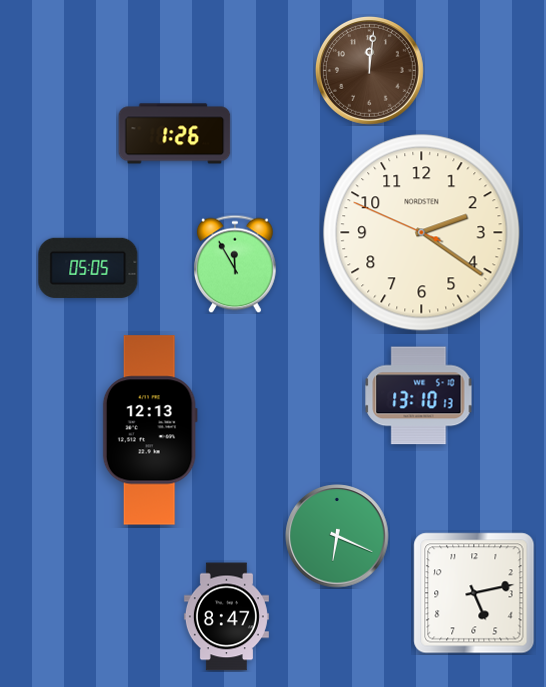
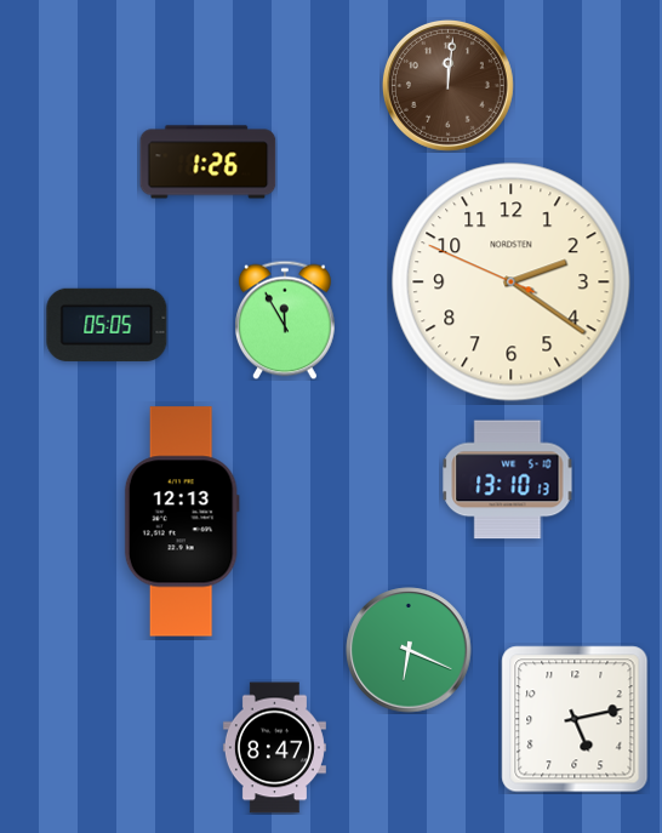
clock at (175, 134) position: (175, 134) -> (209, 162)
